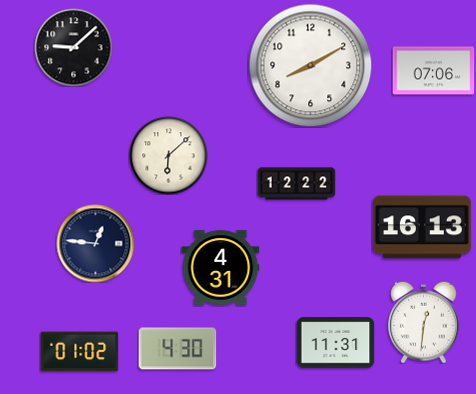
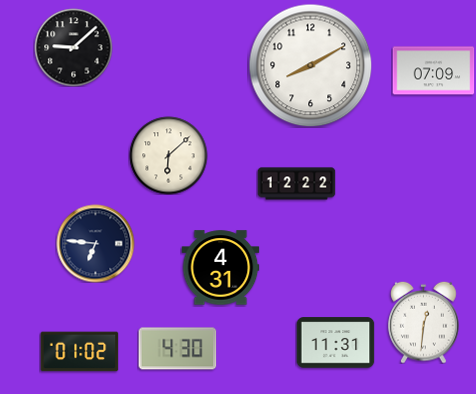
clock at (433, 71): 07:06 -> 07:09
clock at (422, 227): 16:13 -> none
clock at (95, 243): 12:46 -> 6:46
